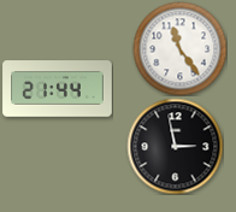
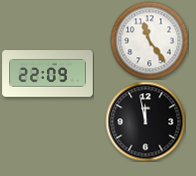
clock at (58, 89): 21:44 -> 22:09
clock at (175, 146): 2:58 -> 11:58
